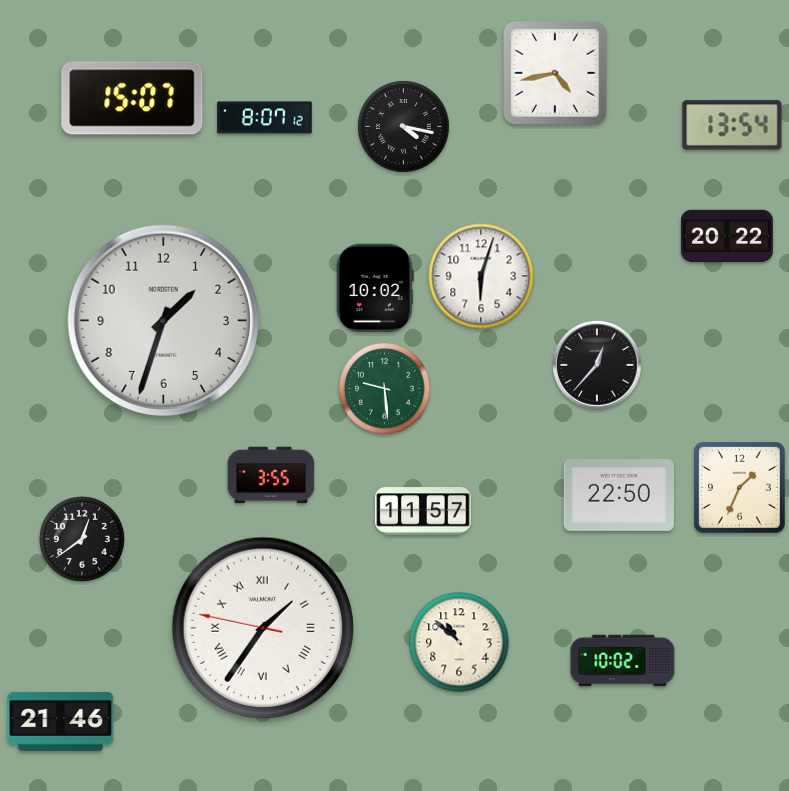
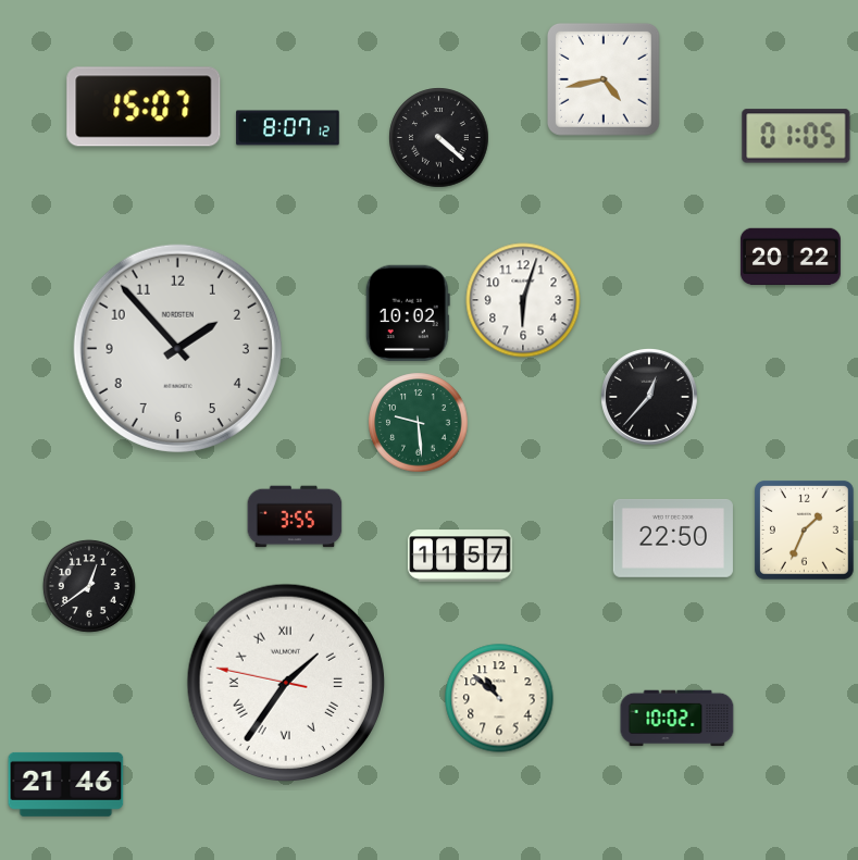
clock at (732, 125): 13:54 -> 01:05
clock at (404, 127): 4:17 -> 4:22
clock at (163, 320): 1:33 -> 1:53
